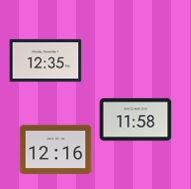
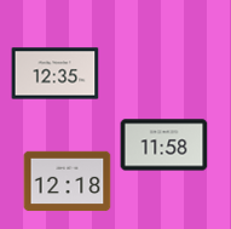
clock at (56, 150): 12:16 -> 12:18
